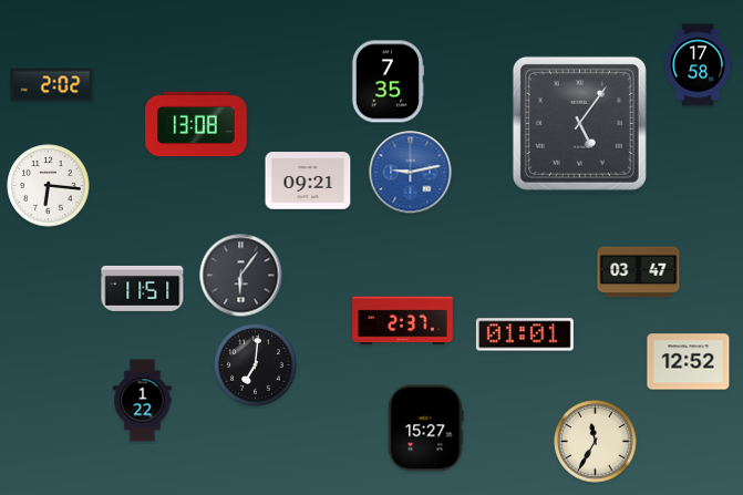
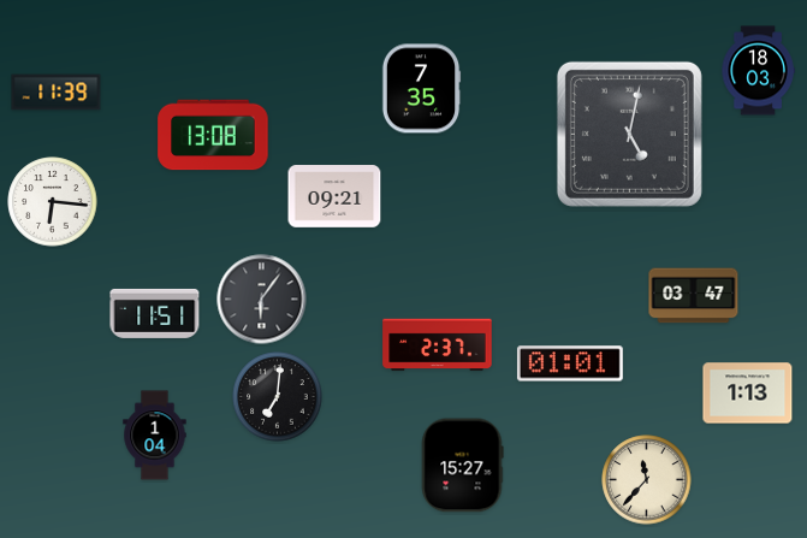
clock at (698, 65): 17:58 -> 18:03
clock at (52, 85): 2:02 -> 11:39
clock at (579, 123): 5:06 -> 5:02
clock at (411, 173): 9:13 -> none
clock at (403, 321) position: (403, 321) -> (438, 345)
clock at (689, 362): 12:52 -> 1:13
clock at (143, 401): 1:22 -> 1:04
clock at (596, 442): 11:35 -> 11:37
